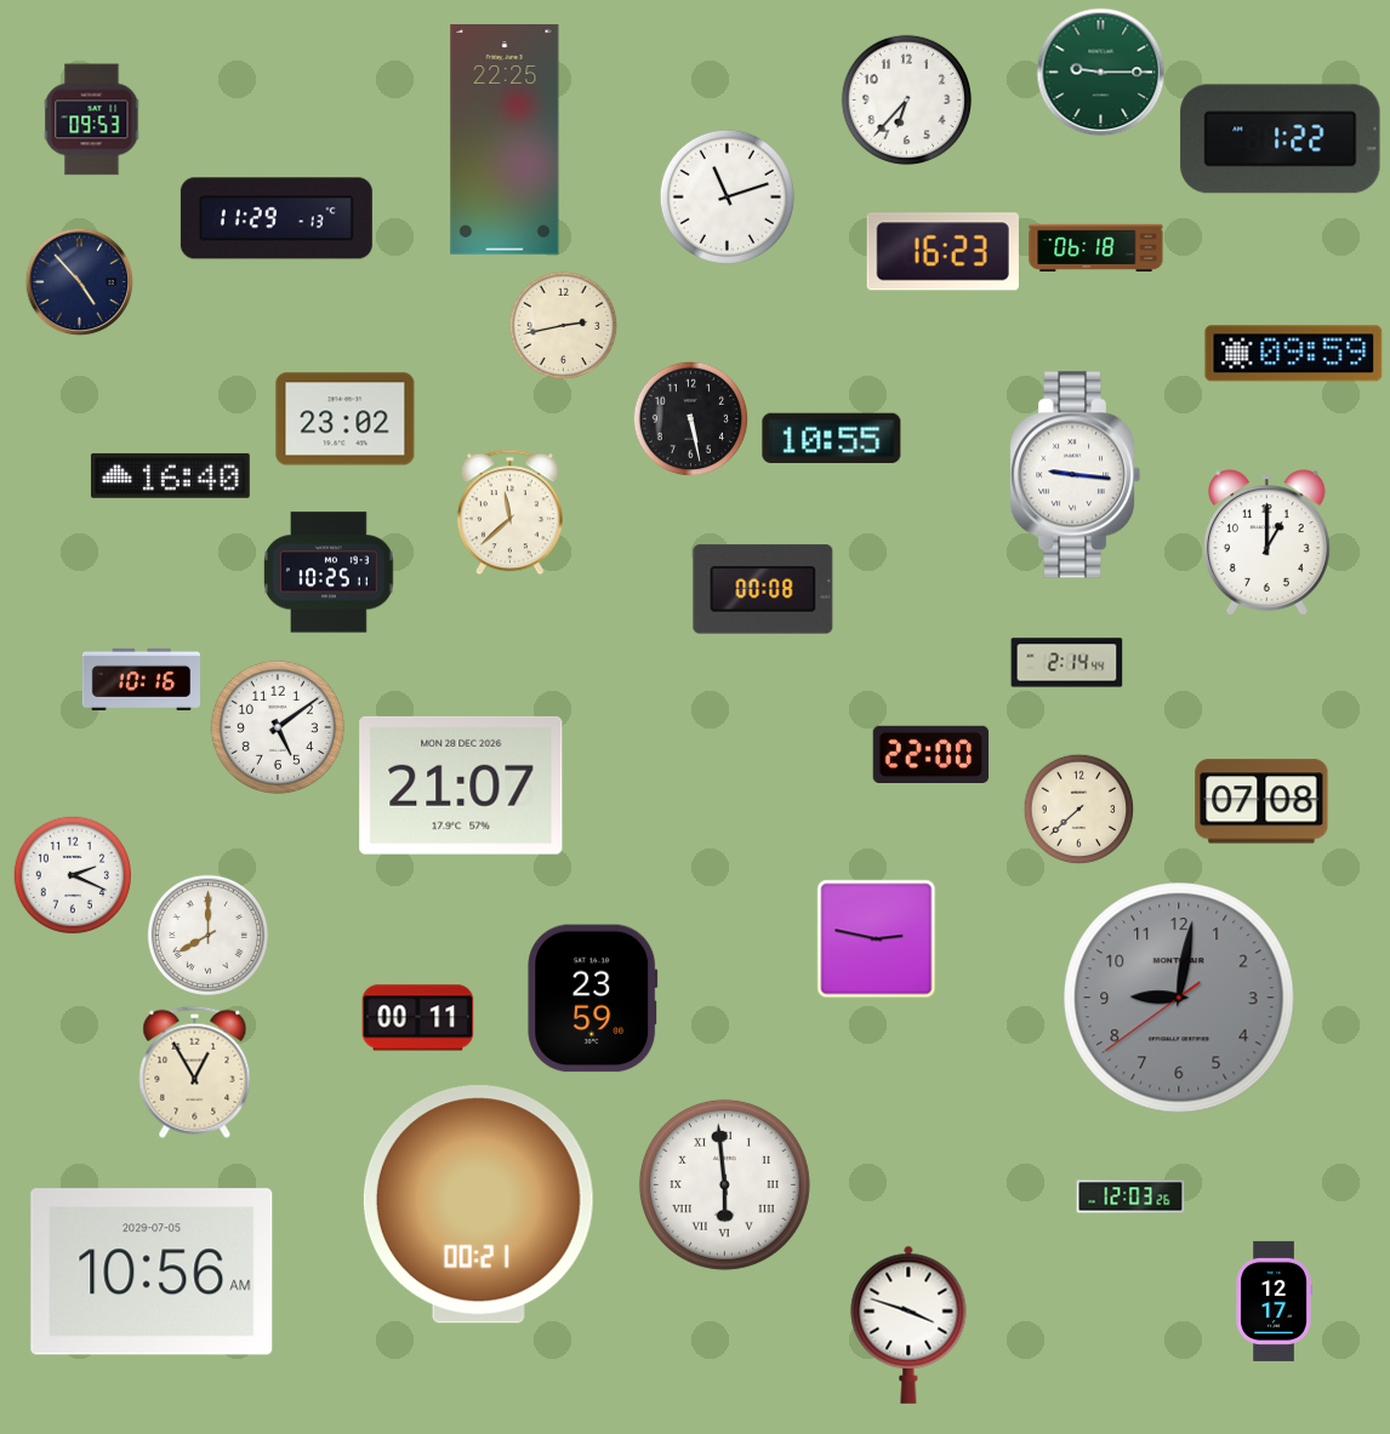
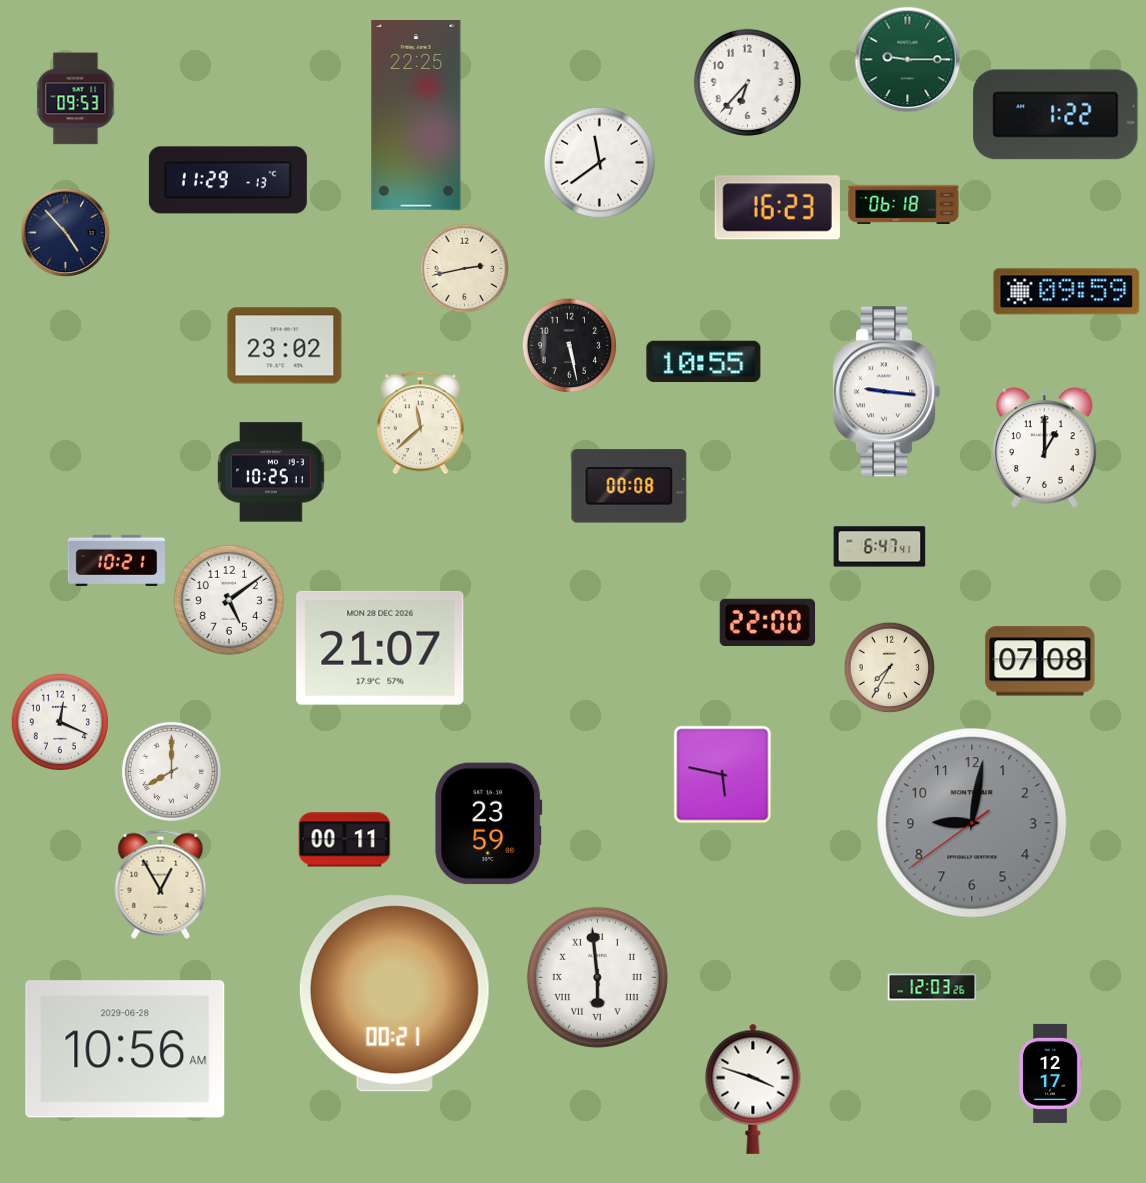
clock at (727, 196): 11:12 -> 11:39
clock at (832, 438) position: (832, 438) -> (704, 361)
clock at (170, 475): 16:40 -> none
clock at (1067, 663): 2:14 -> 6:47
clock at (141, 679): 10:16 -> 10:21
clock at (1079, 810): 7:38 -> 7:35
clock at (72, 874): 2:19 -> 12:19
clock at (877, 939): 2:47 -> 5:47
clock at (152, 1272) date: 2029-07-05 -> 2029-06-28
clock at (908, 1325) position: (908, 1325) -> (753, 1089)
